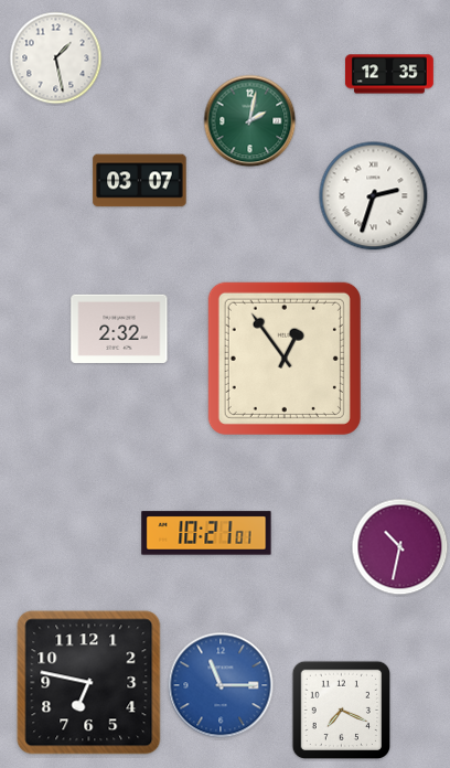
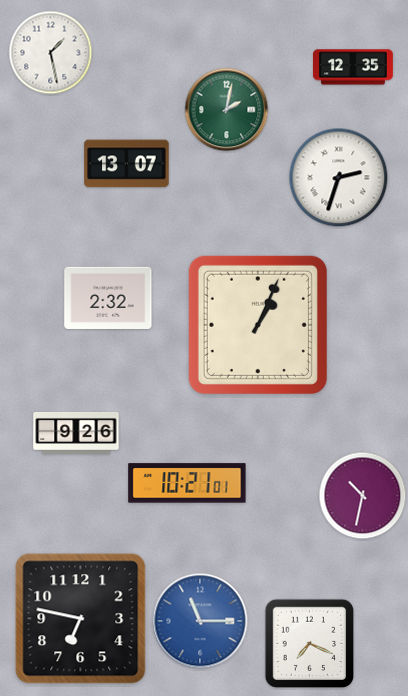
clock at (140, 181): 03:07 -> 13:07
clock at (285, 359): 12:54 -> 1:04
clock at (76, 433): none -> 9:26
